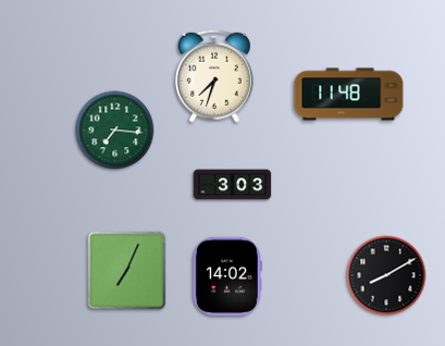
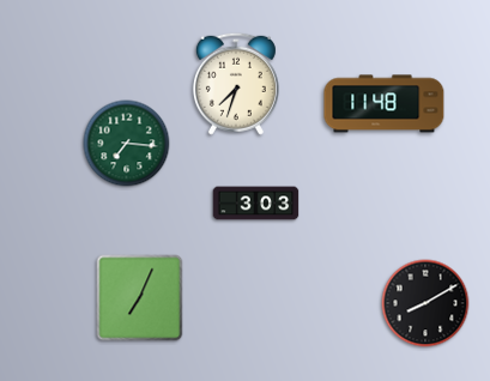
clock at (227, 276): 14:02 -> none
